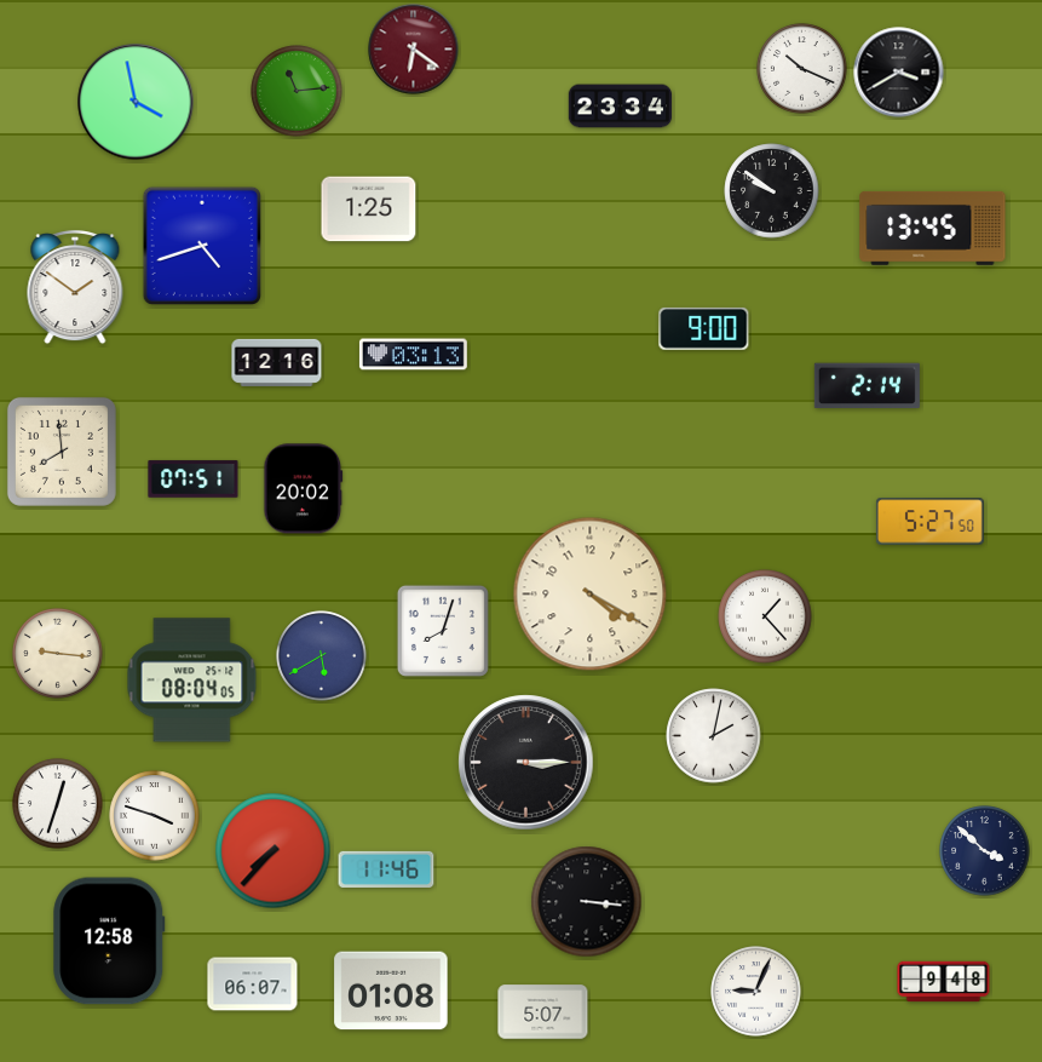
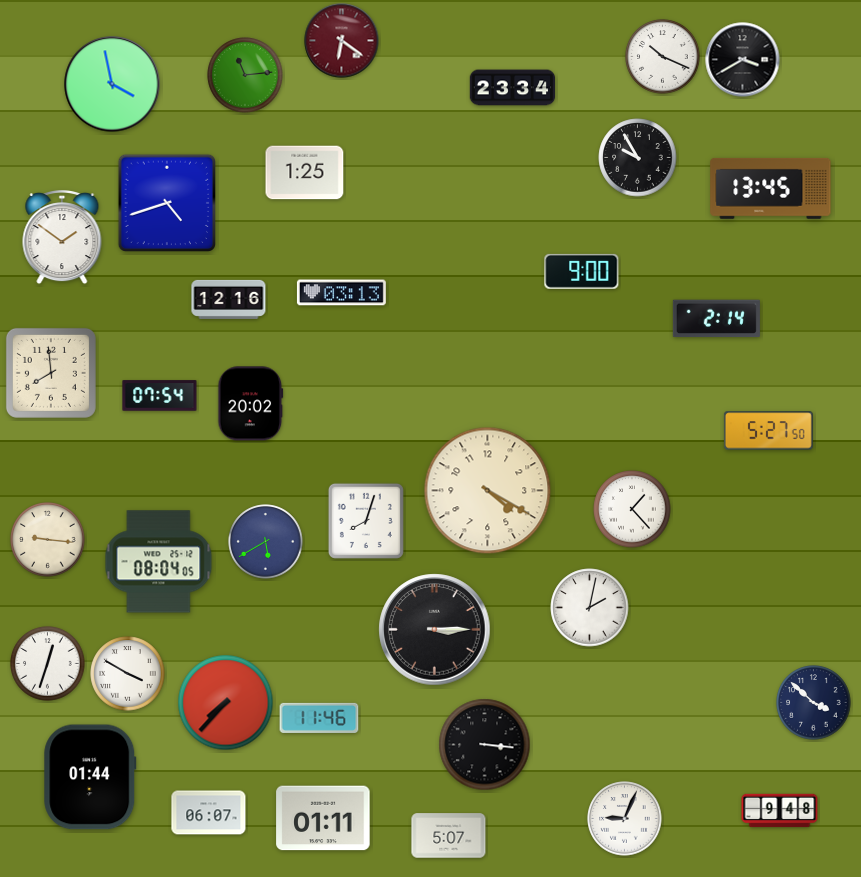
clock at (772, 191): 9:51 -> 9:55
clock at (194, 480): 07:51 -> 07:54
clock at (155, 816): 3:48 -> 3:50
clock at (109, 941): 12:58 -> 01:44
clock at (391, 991): 01:08 -> 01:11
